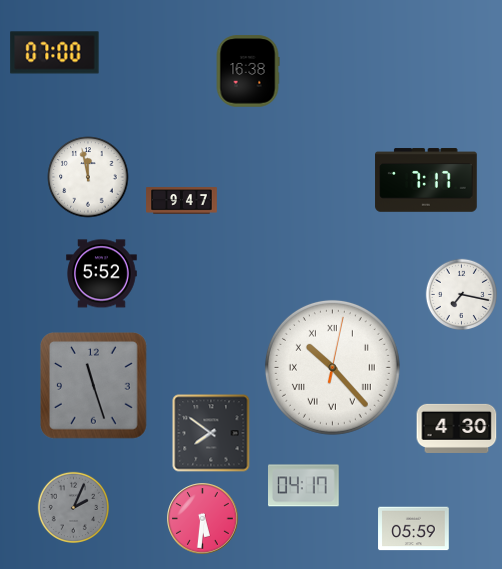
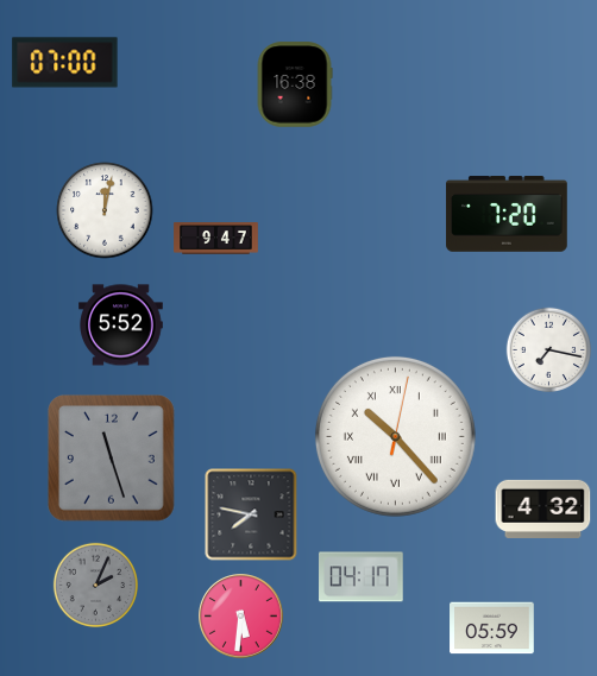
clock at (88, 177): 11:58 -> 12:02
clock at (426, 180): 7:17 -> 7:20
clock at (457, 428): 4:30 -> 4:32
clock at (211, 433): 7:51 -> 7:47
clock at (73, 507) position: (73, 507) -> (95, 585)
